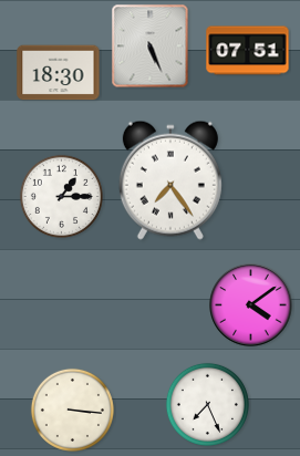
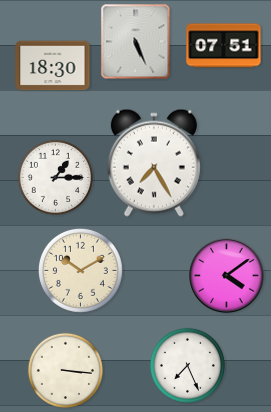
clock at (170, 180): 7:24 -> 7:25
clock at (80, 270): none -> 10:10
